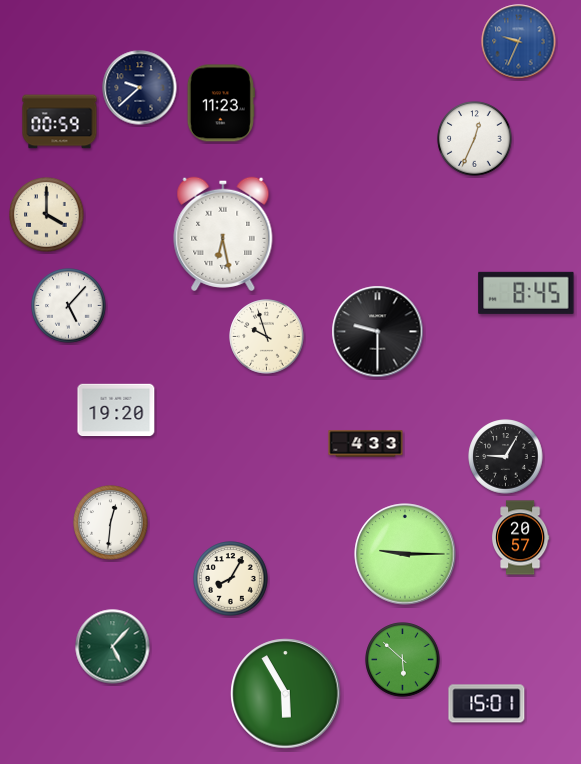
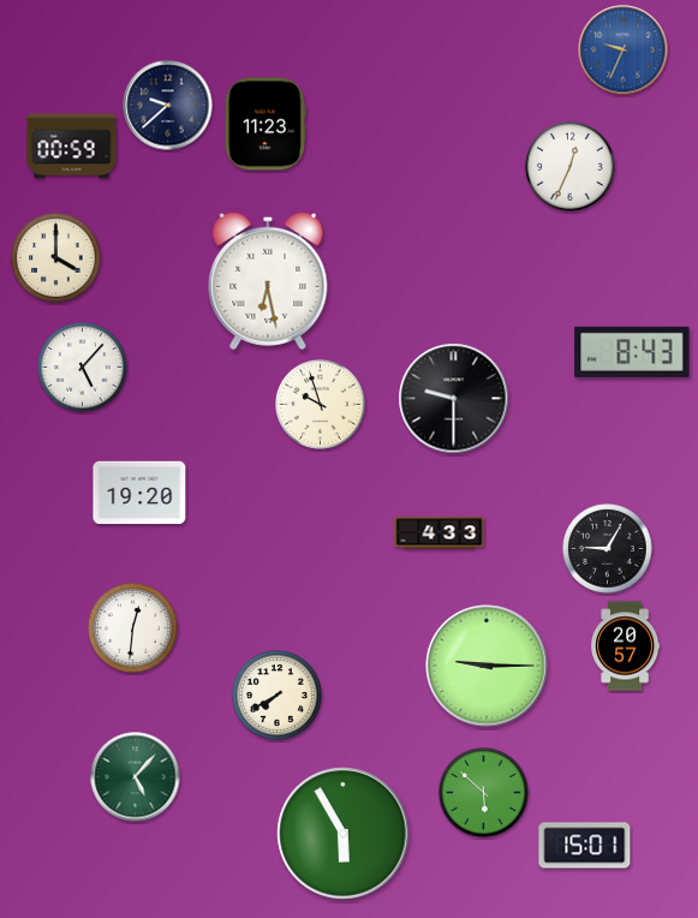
clock at (526, 293): 8:45 -> 8:43
clock at (231, 579): 8:05 -> 7:40
